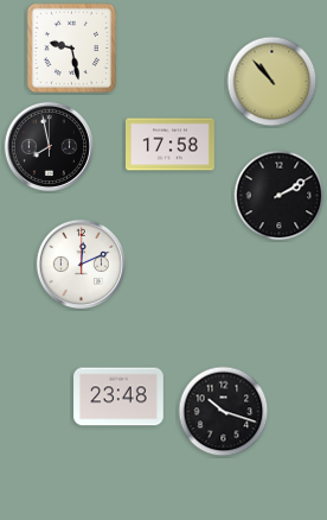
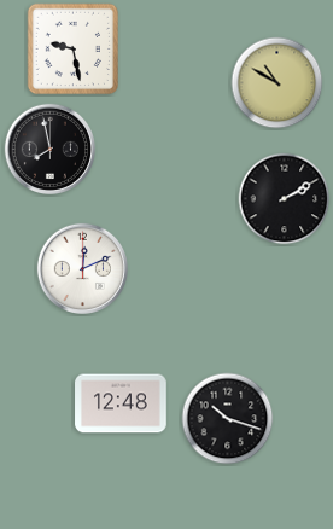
clock at (272, 82): 10:53 -> 10:50
clock at (171, 145): 17:58 -> none
clock at (118, 397): 23:48 -> 12:48
